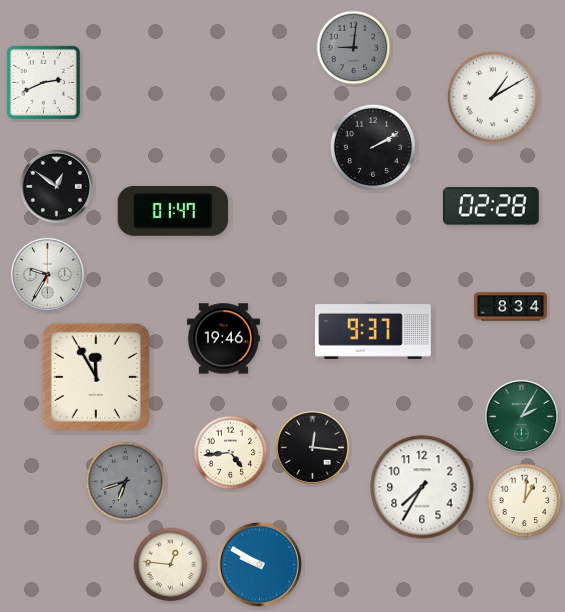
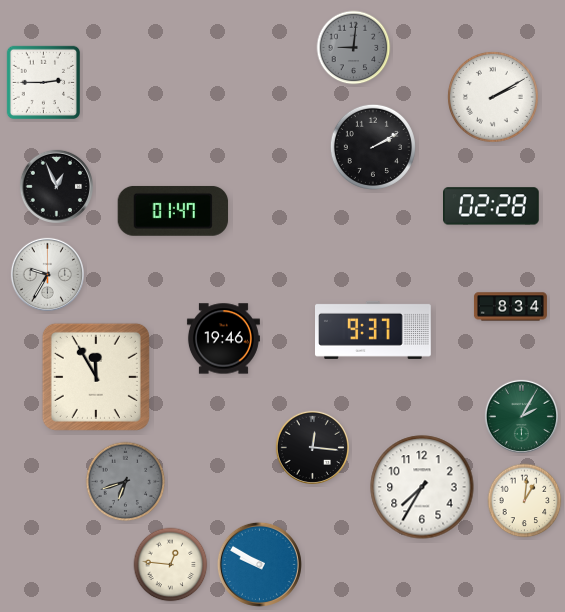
clock at (43, 82): 2:41 -> 2:45
clock at (493, 97): 1:10 -> 2:10
clock at (56, 186): 12:51 -> 12:56
clock at (231, 453): 4:44 -> none
